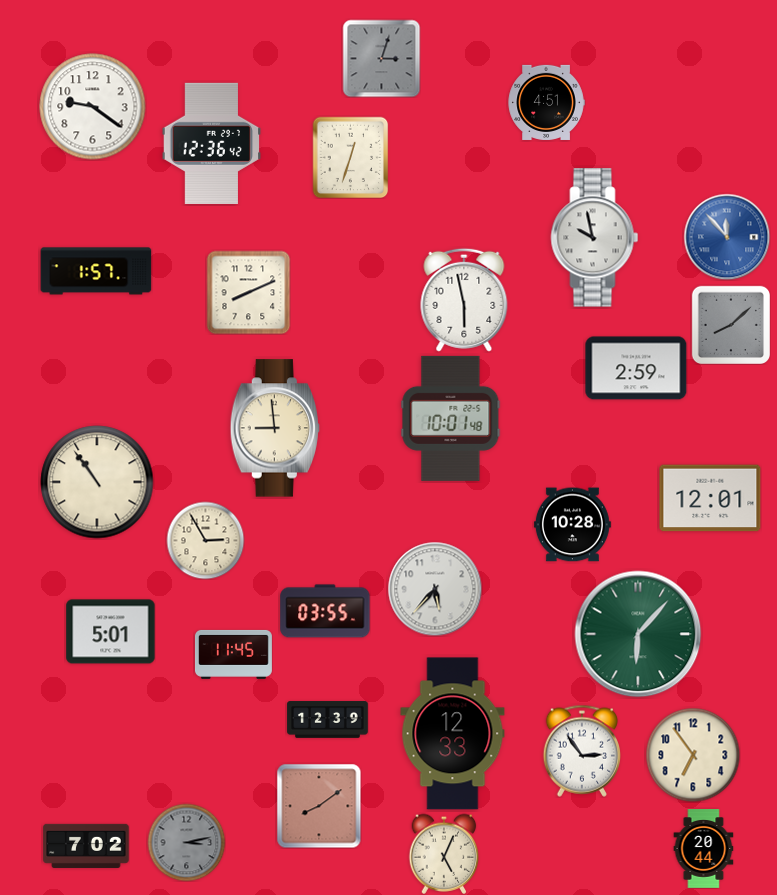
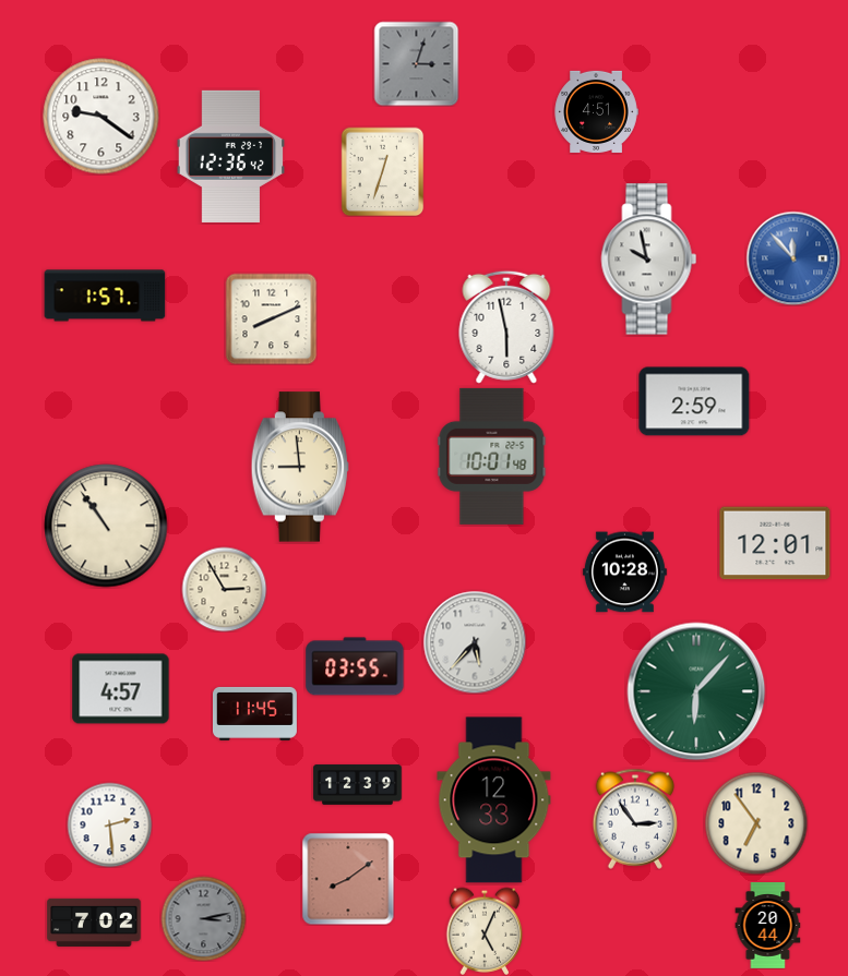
clock at (730, 324): 8:08 -> none
clock at (111, 632): 5:01 -> 4:57
clock at (109, 824): none -> 2:29
